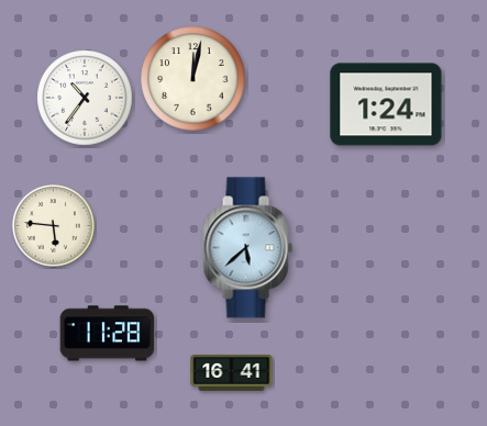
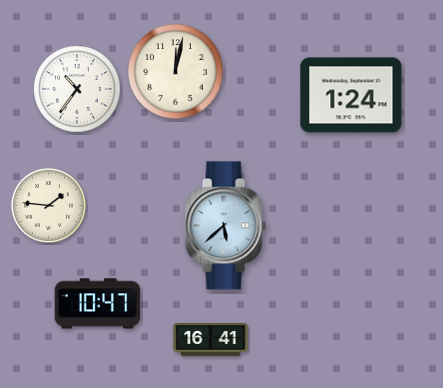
clock at (53, 225): 5:46 -> 1:46
clock at (108, 334): 11:28 -> 10:47
